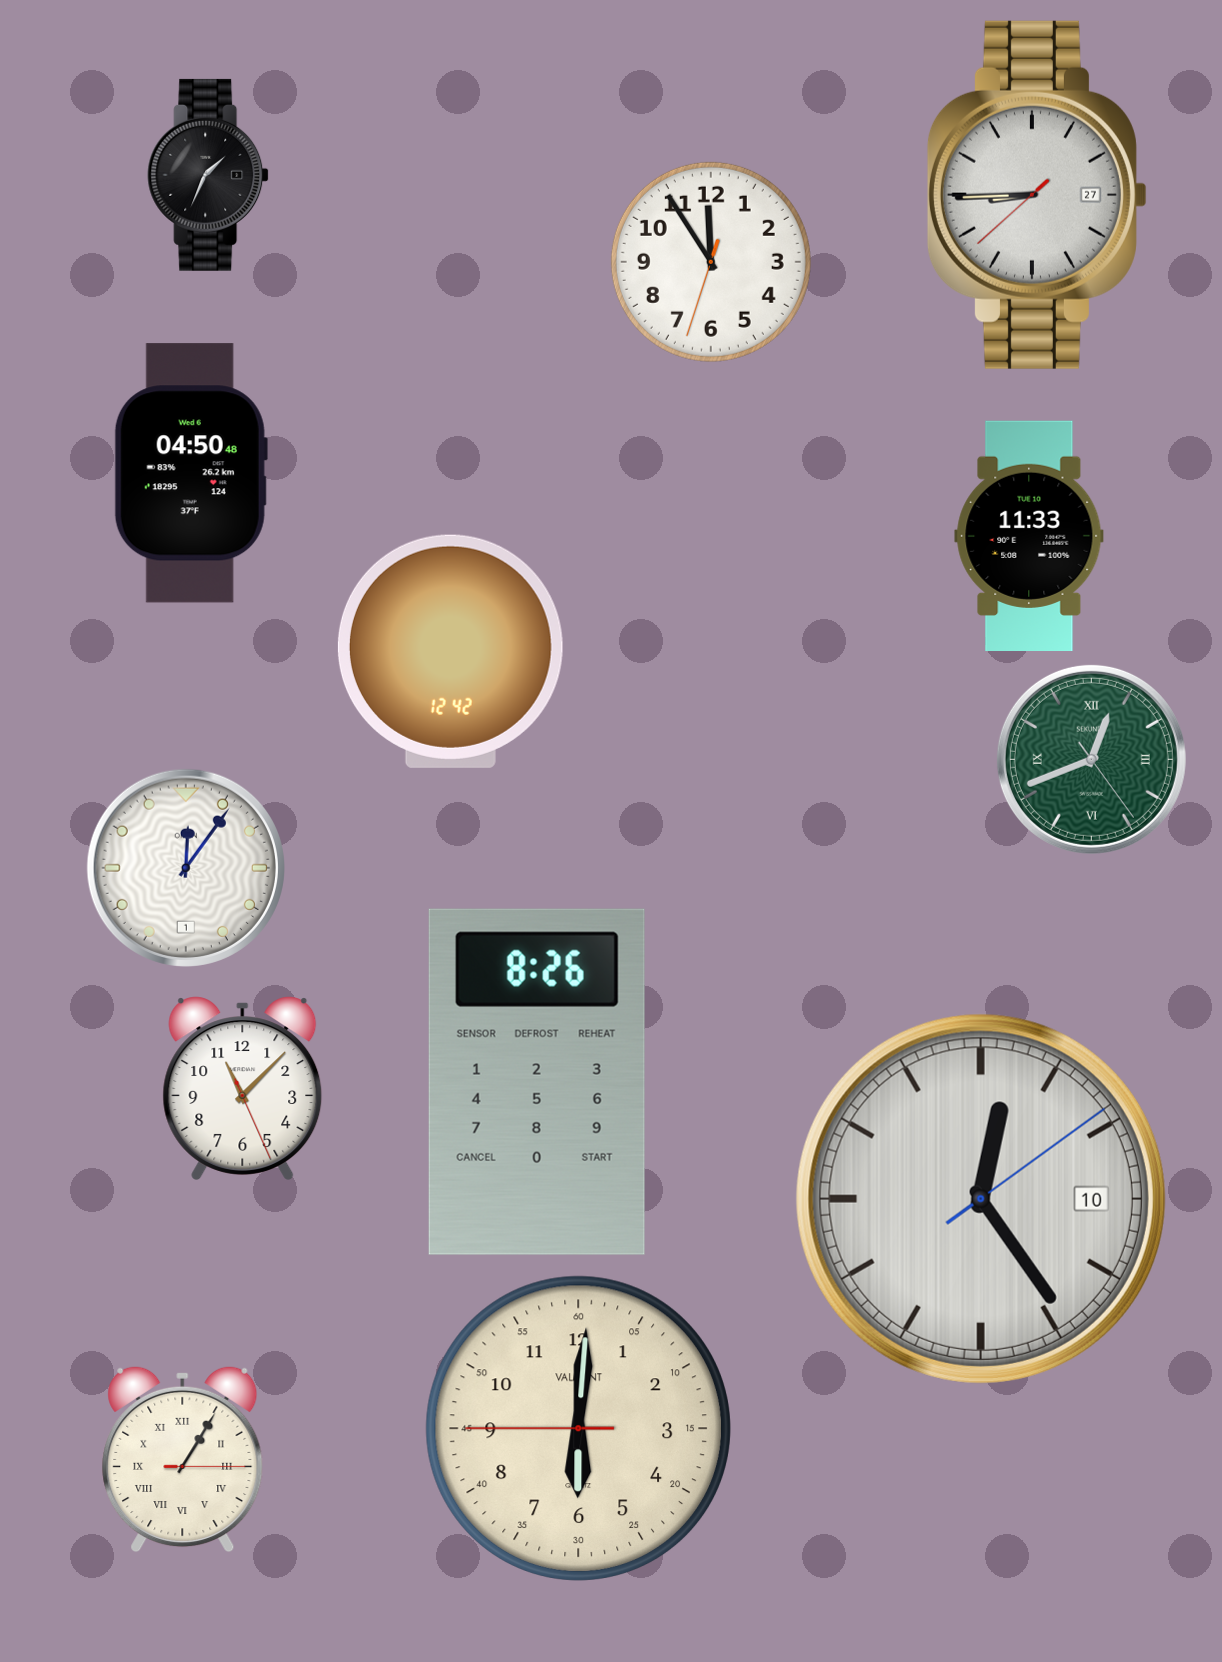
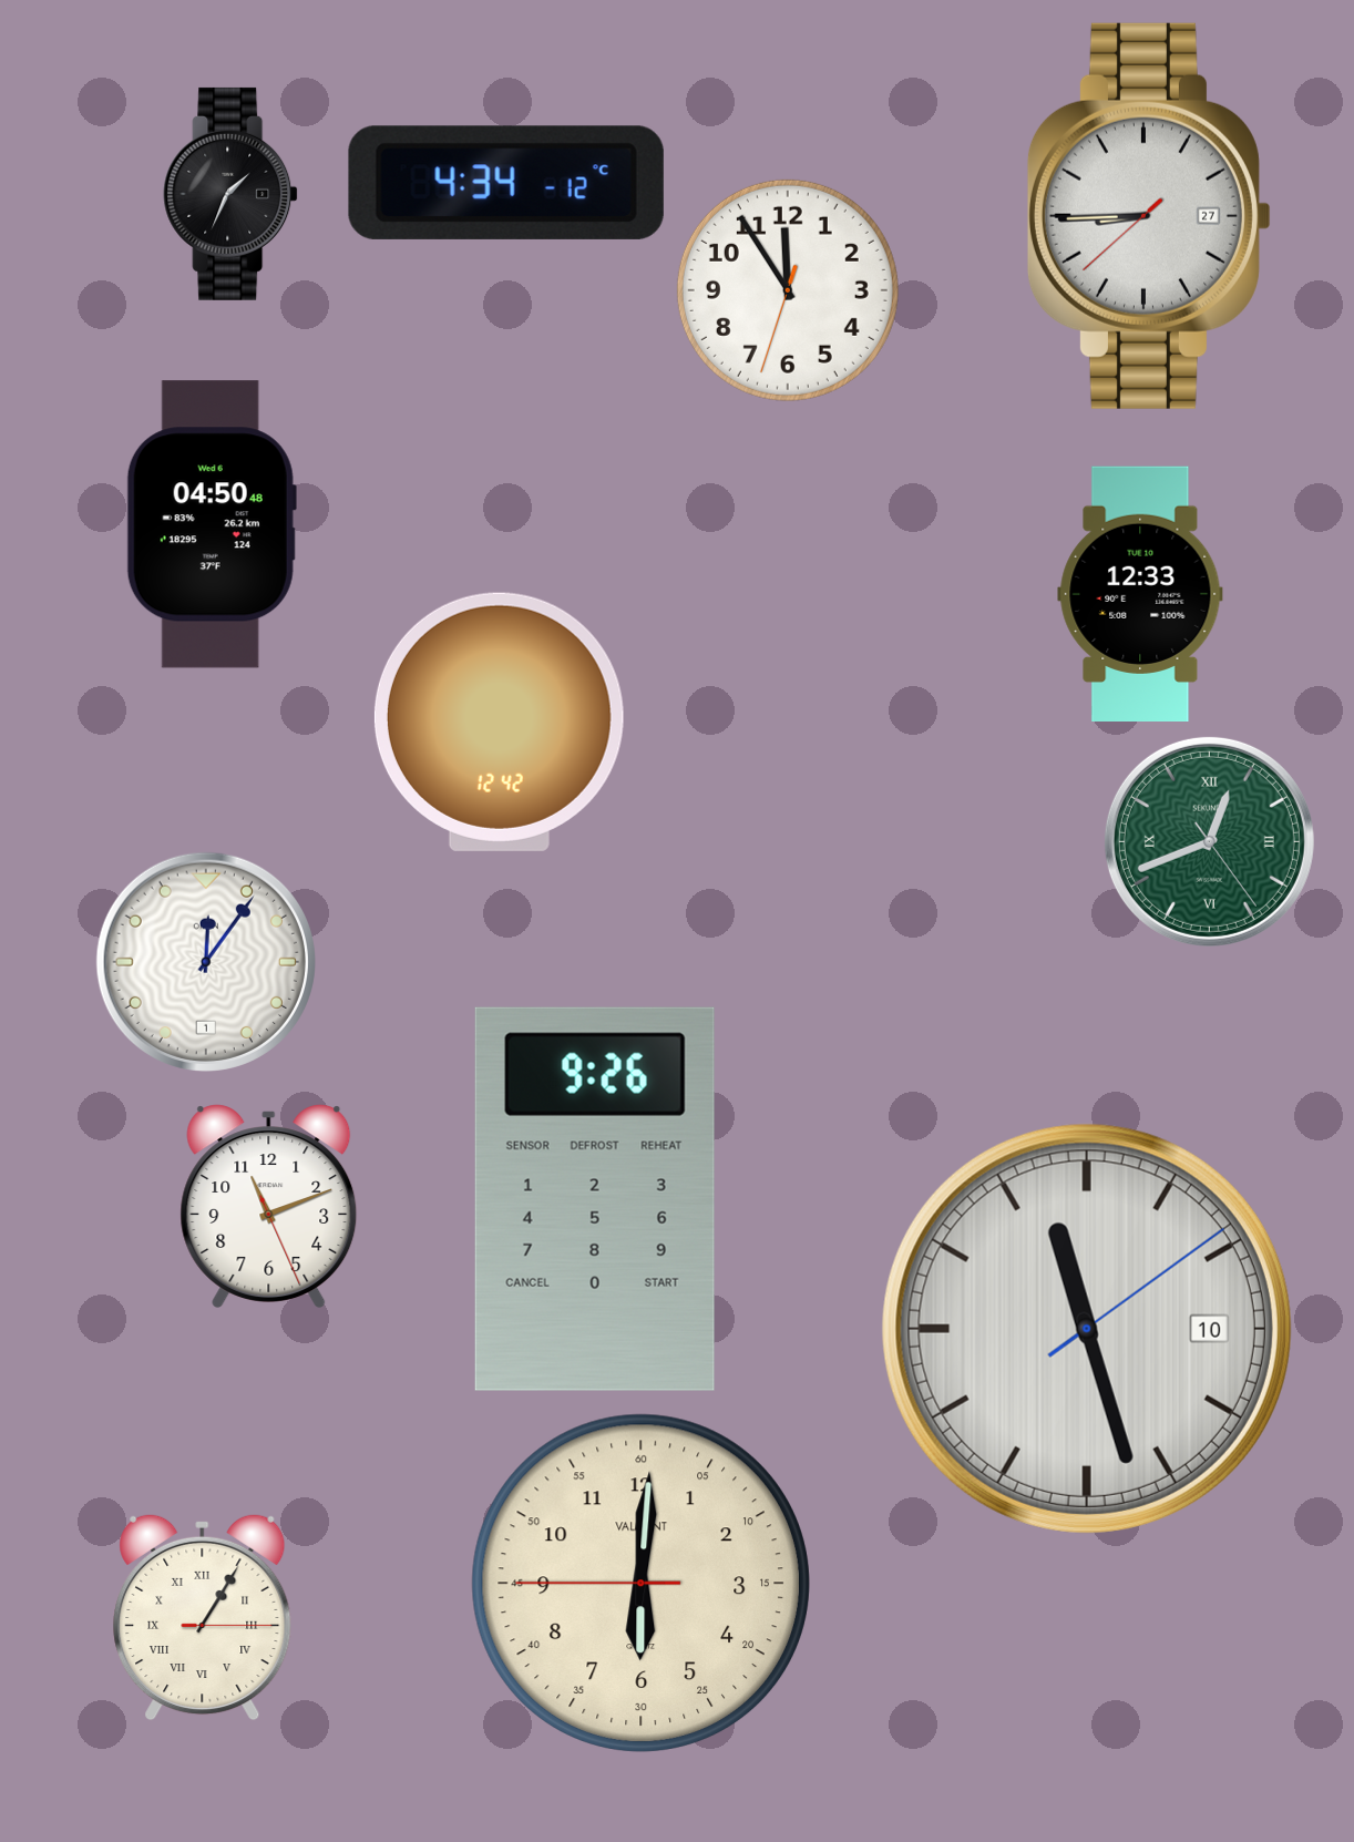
clock at (506, 183): none -> 4:34
clock at (1029, 535): 11:33 -> 12:33
clock at (537, 1082): 8:26 -> 9:26
clock at (243, 1088): 11:07 -> 11:11
clock at (981, 1199): 12:24 -> 11:27
